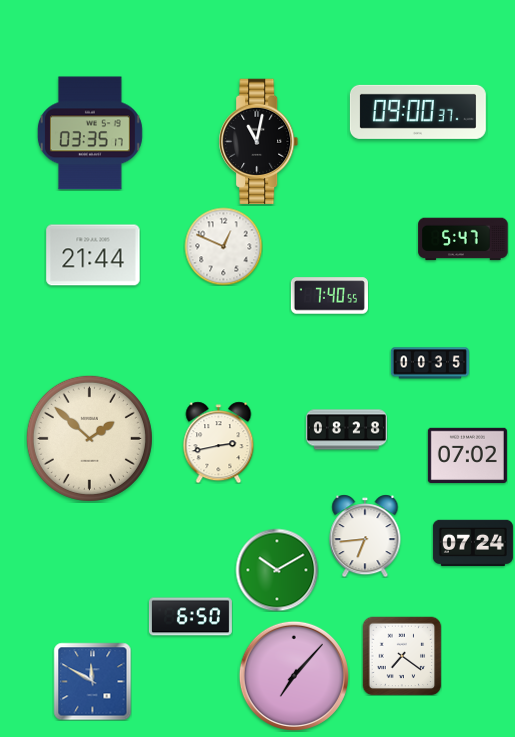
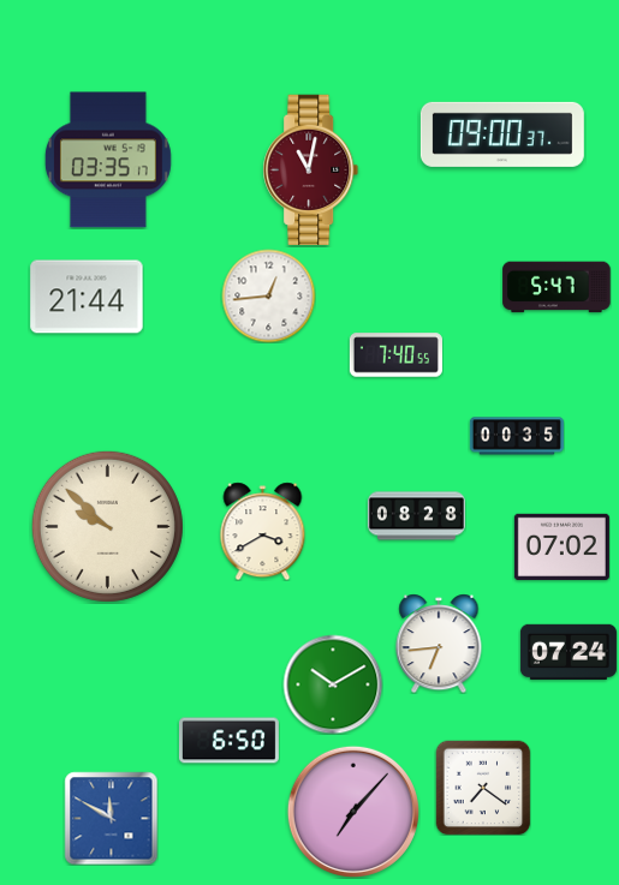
clock at (259, 142) dial: black -> burgundy
clock at (223, 246): 12:49 -> 12:44
clock at (93, 255) position: (93, 255) -> (87, 297)
clock at (89, 438): 1:52 -> 9:52
clock at (219, 442): 2:43 -> 3:40
